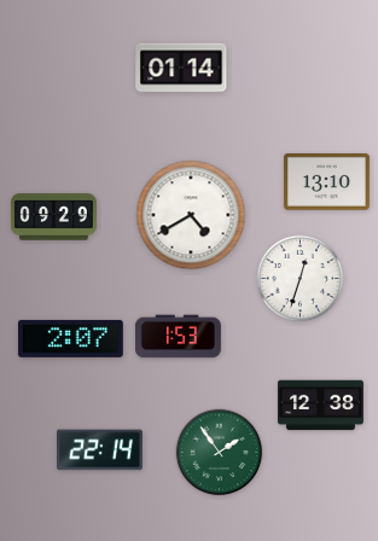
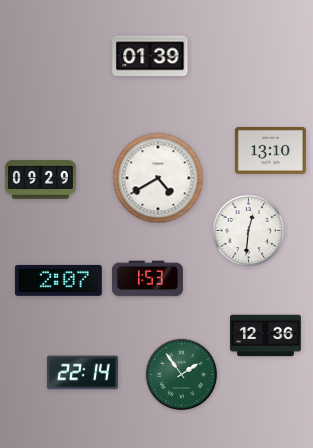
clock at (181, 68): 01:14 -> 01:39
clock at (53, 217) position: (53, 217) -> (40, 180)
clock at (301, 279): 12:33 -> 12:31
clock at (320, 406): 12:38 -> 12:36
